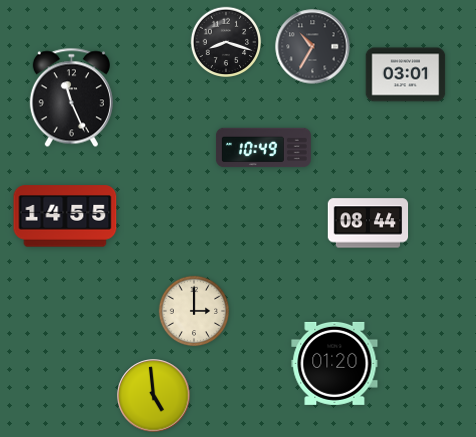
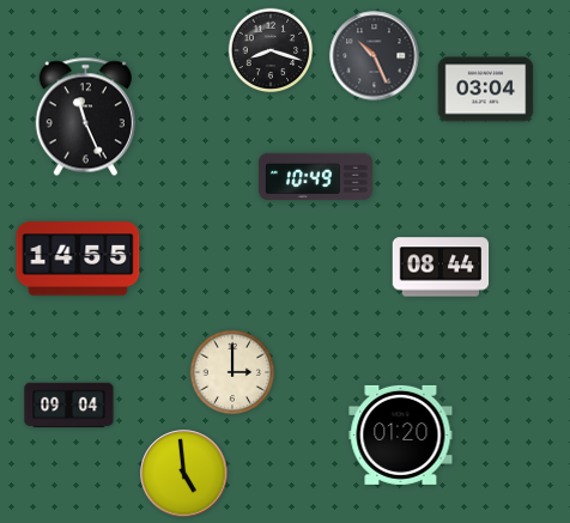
clock at (313, 47): 10:35 -> 10:26
clock at (406, 75): 03:01 -> 03:04
clock at (69, 406): none -> 09:04
